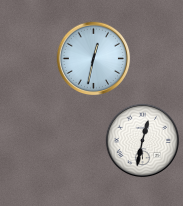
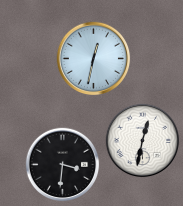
clock at (63, 165): none -> 3:31
